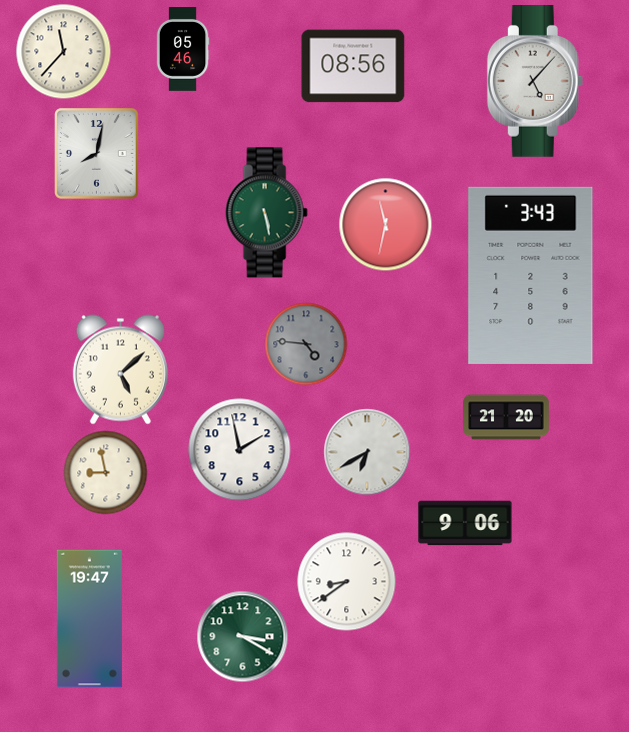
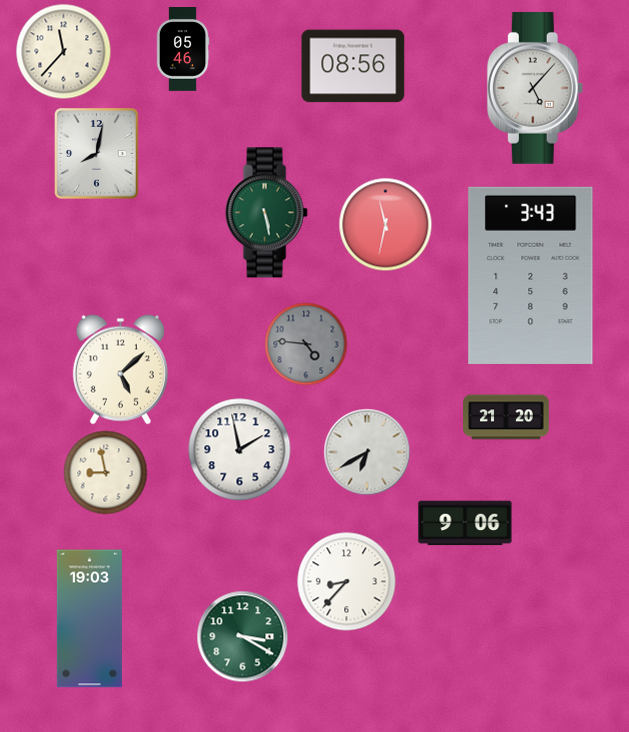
clock at (535, 82) position: (535, 82) -> (535, 89)
clock at (347, 582): 8:39 -> 8:37
clock at (89, 619): 19:47 -> 19:03
